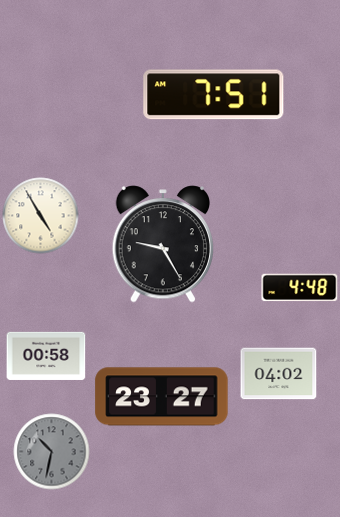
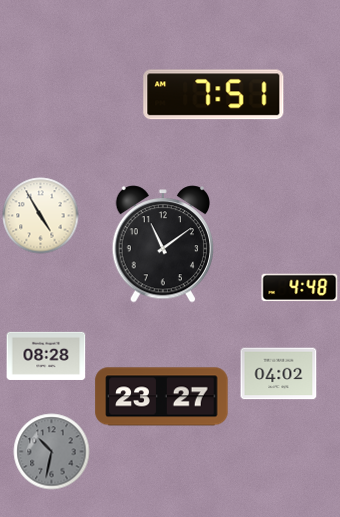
clock at (162, 244): 9:25 -> 11:09
clock at (46, 356): 00:58 -> 08:28
